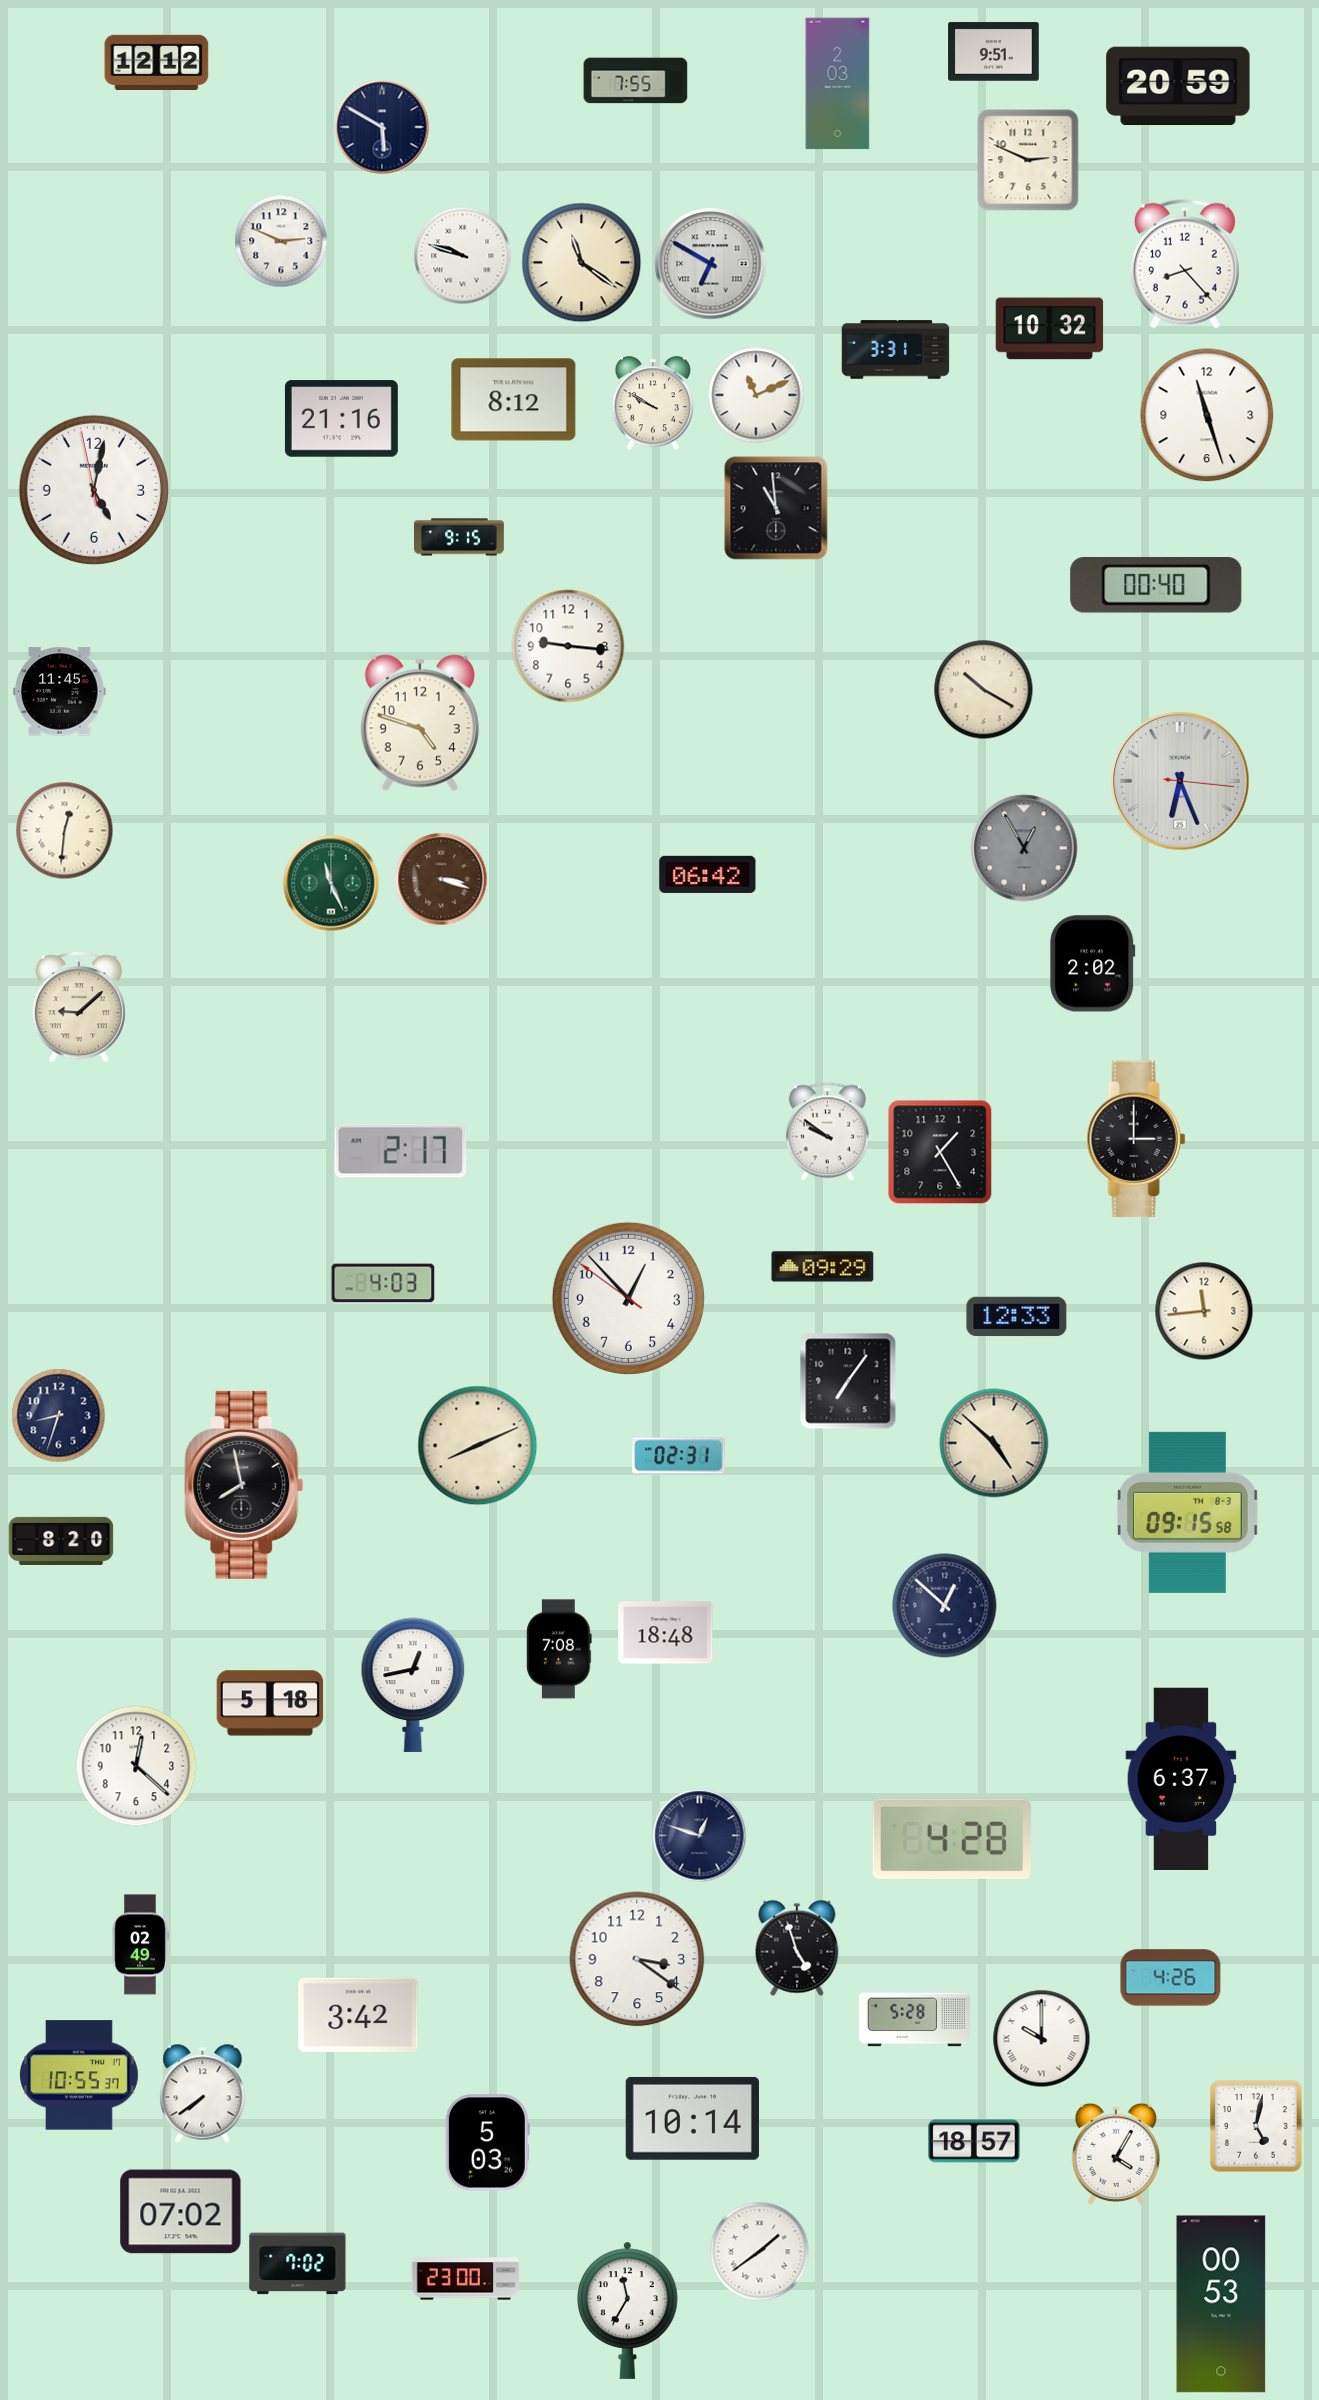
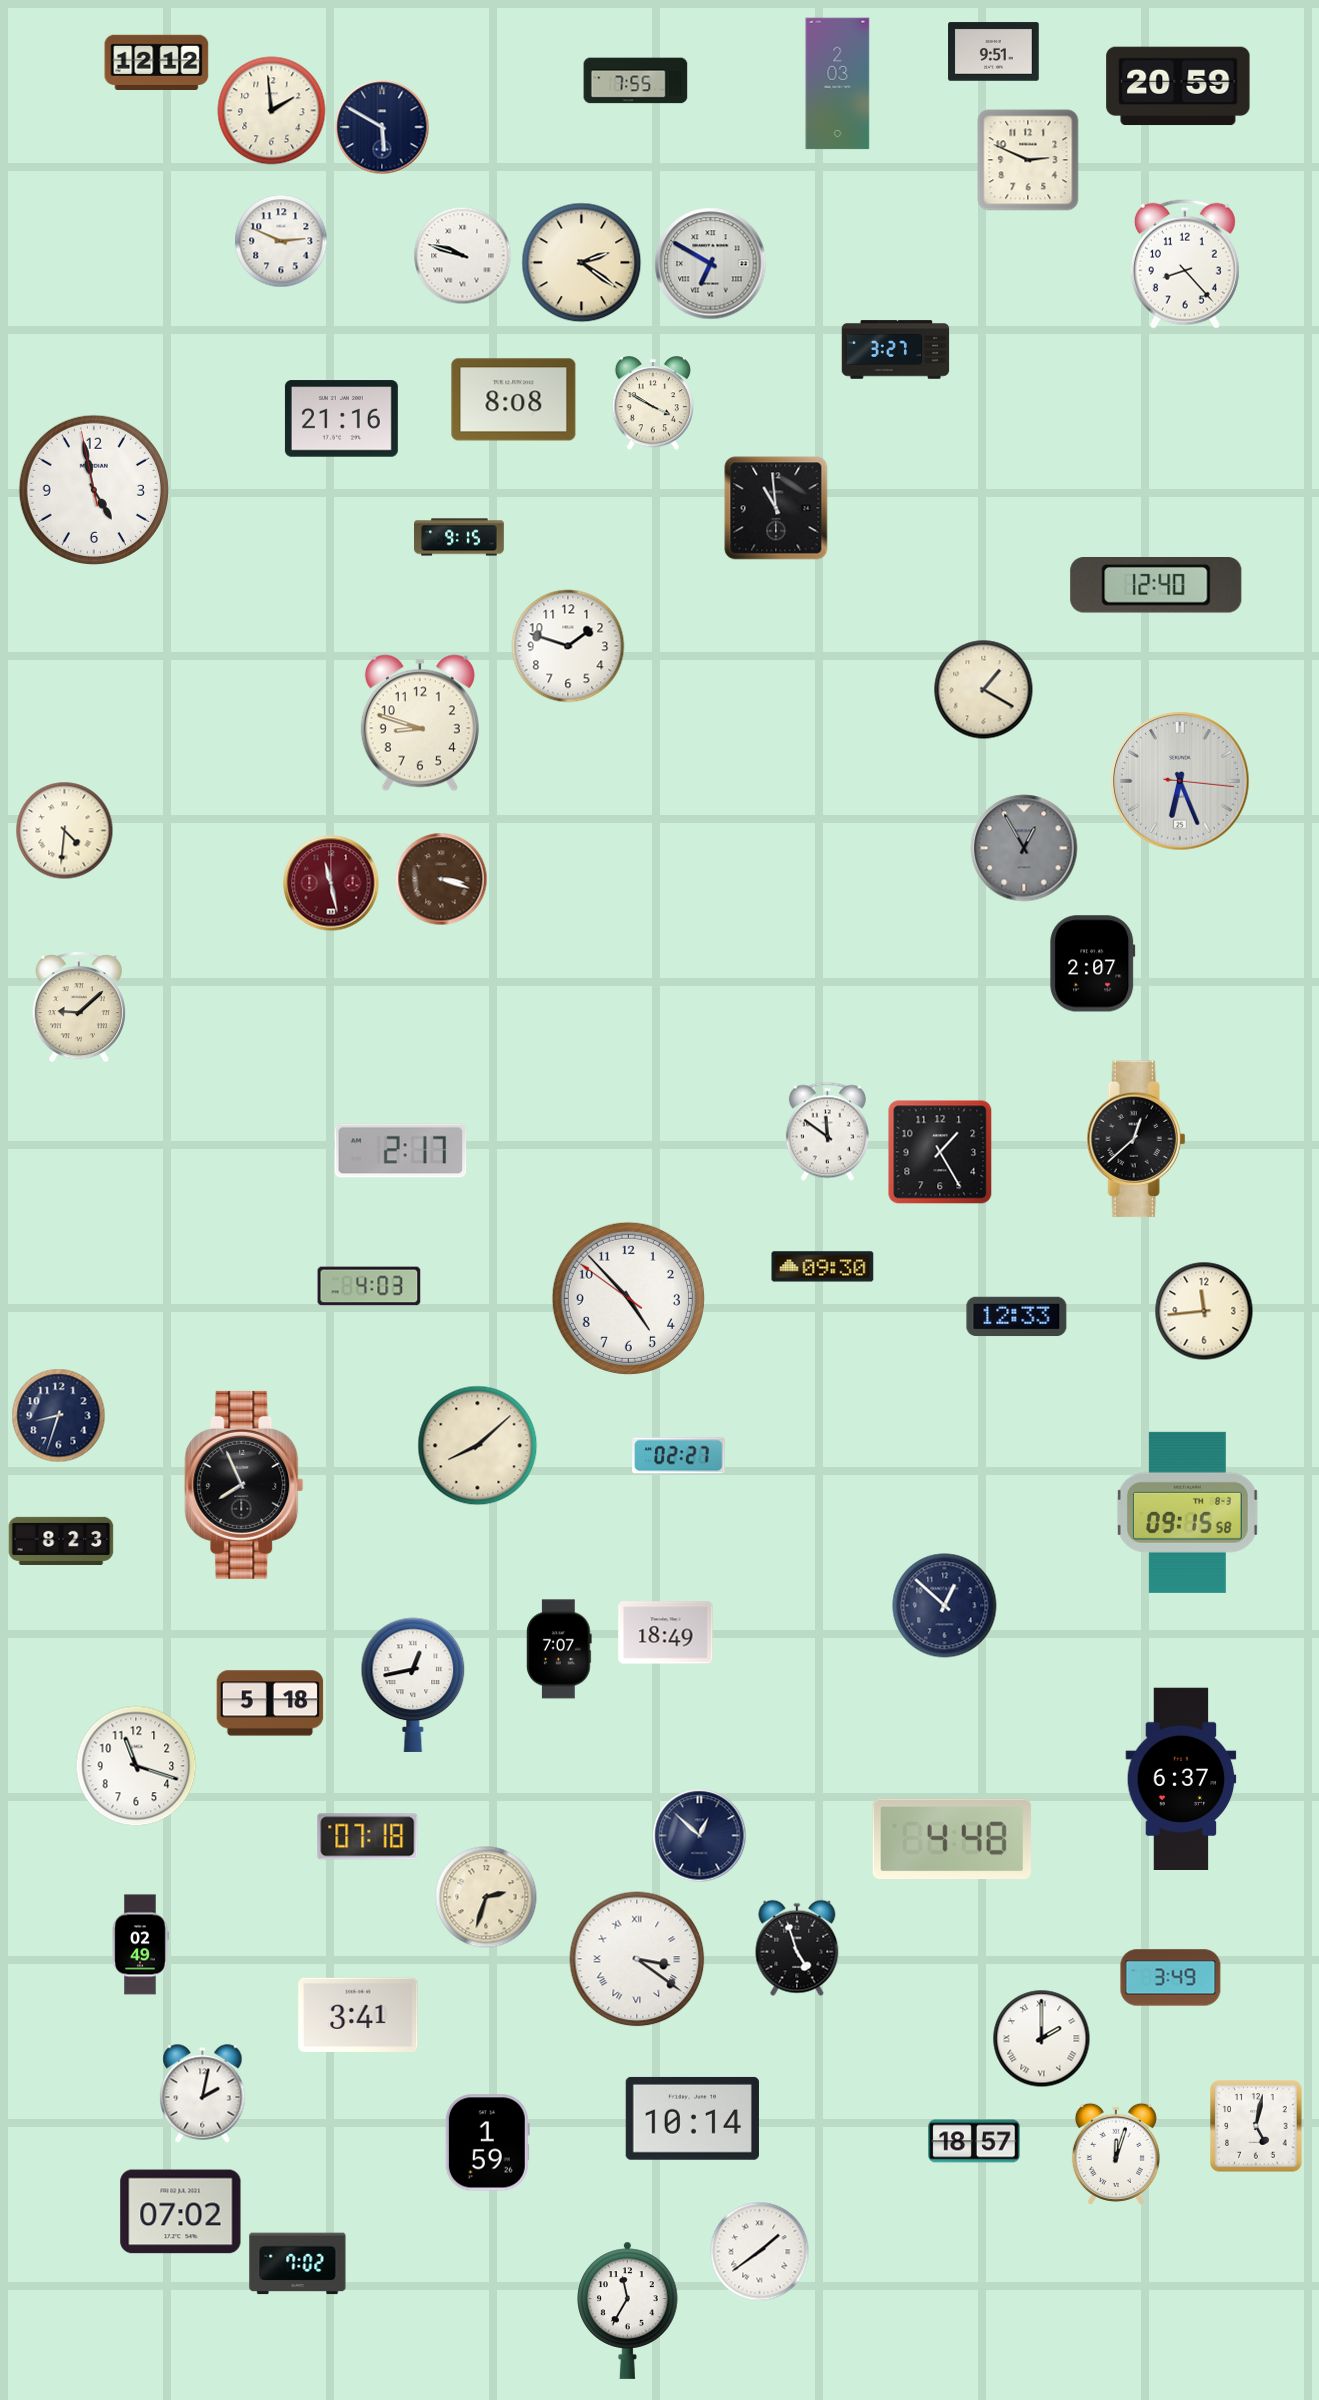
clock at (272, 111): none -> 1:59
clock at (582, 263): 11:21 -> 2:21
clock at (1050, 329): 10:32 -> none
clock at (896, 350): 3:31 -> 3:27
clock at (756, 395): 11:11 -> none
clock at (514, 400): 8:12 -> 8:08
clock at (652, 404): 9:50 -> 3:50
clock at (1207, 415): 11:27 -> none
clock at (94, 490): 5:01 -> 4:57
clock at (1156, 586): 00:40 -> 12:40
clock at (568, 646): 9:16 -> 1:48
clock at (984, 690): 10:20 -> 1:20
clock at (60, 692): 11:45 -> none
clock at (420, 723): 4:48 -> 8:48
clock at (65, 831): 12:31 -> 4:31
clock at (708, 874): 06:42 -> none
clock at (331, 883): 11:26 -> 11:28
clock at (331, 883) dial: green -> burgundy
clock at (1093, 964): 2:02 -> 2:07
clock at (827, 1132): 9:51 -> 11:51
clock at (1136, 1139): 3:00 -> 12:38
clock at (823, 1267): 09:29 -> 09:30
clock at (383, 1283) position: (383, 1283) -> (369, 1286)
clock at (628, 1298): 12:52 -> 4:52
clock at (848, 1381): 7:06 -> none
clock at (994, 1443): 4:52 -> none
clock at (478, 1446): 8:11 -> 8:08
clock at (679, 1456): 02:31 -> 02:27
clock at (244, 1485): 7:58 -> 7:56
clock at (61, 1541): 8:20 -> 8:23
clock at (666, 1633): 18:48 -> 18:49
clock at (559, 1649): 7:08 -> 7:07
clock at (136, 1766): 12:22 -> 11:18
clock at (700, 1836): 12:48 -> 12:52
clock at (368, 1837): none -> 07:18
clock at (952, 1838): 4:28 -> 4:48
clock at (486, 1897): none -> 2:33
clock at (637, 1959) numerals: Arabic -> Roman
clock at (1171, 1978): 4:26 -> 3:49
clock at (358, 2014): 3:42 -> 3:41
clock at (914, 2020): 5:28 -> none
clock at (1042, 2039): 10:00 -> 2:00
clock at (79, 2075): 10:55 -> none
clock at (203, 2094): 7:39 -> 2:02
clock at (487, 2143): 5:03 -> 1:59
clock at (1116, 2154): 4:05 -> 12:03
clock at (466, 2279): 23:00 -> none
clock at (1221, 2304): 00:53 -> none
